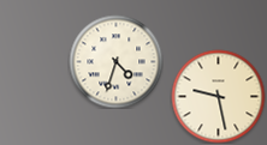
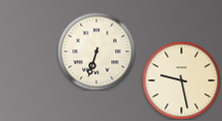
clock at (115, 61): 4:33 -> 6:33
